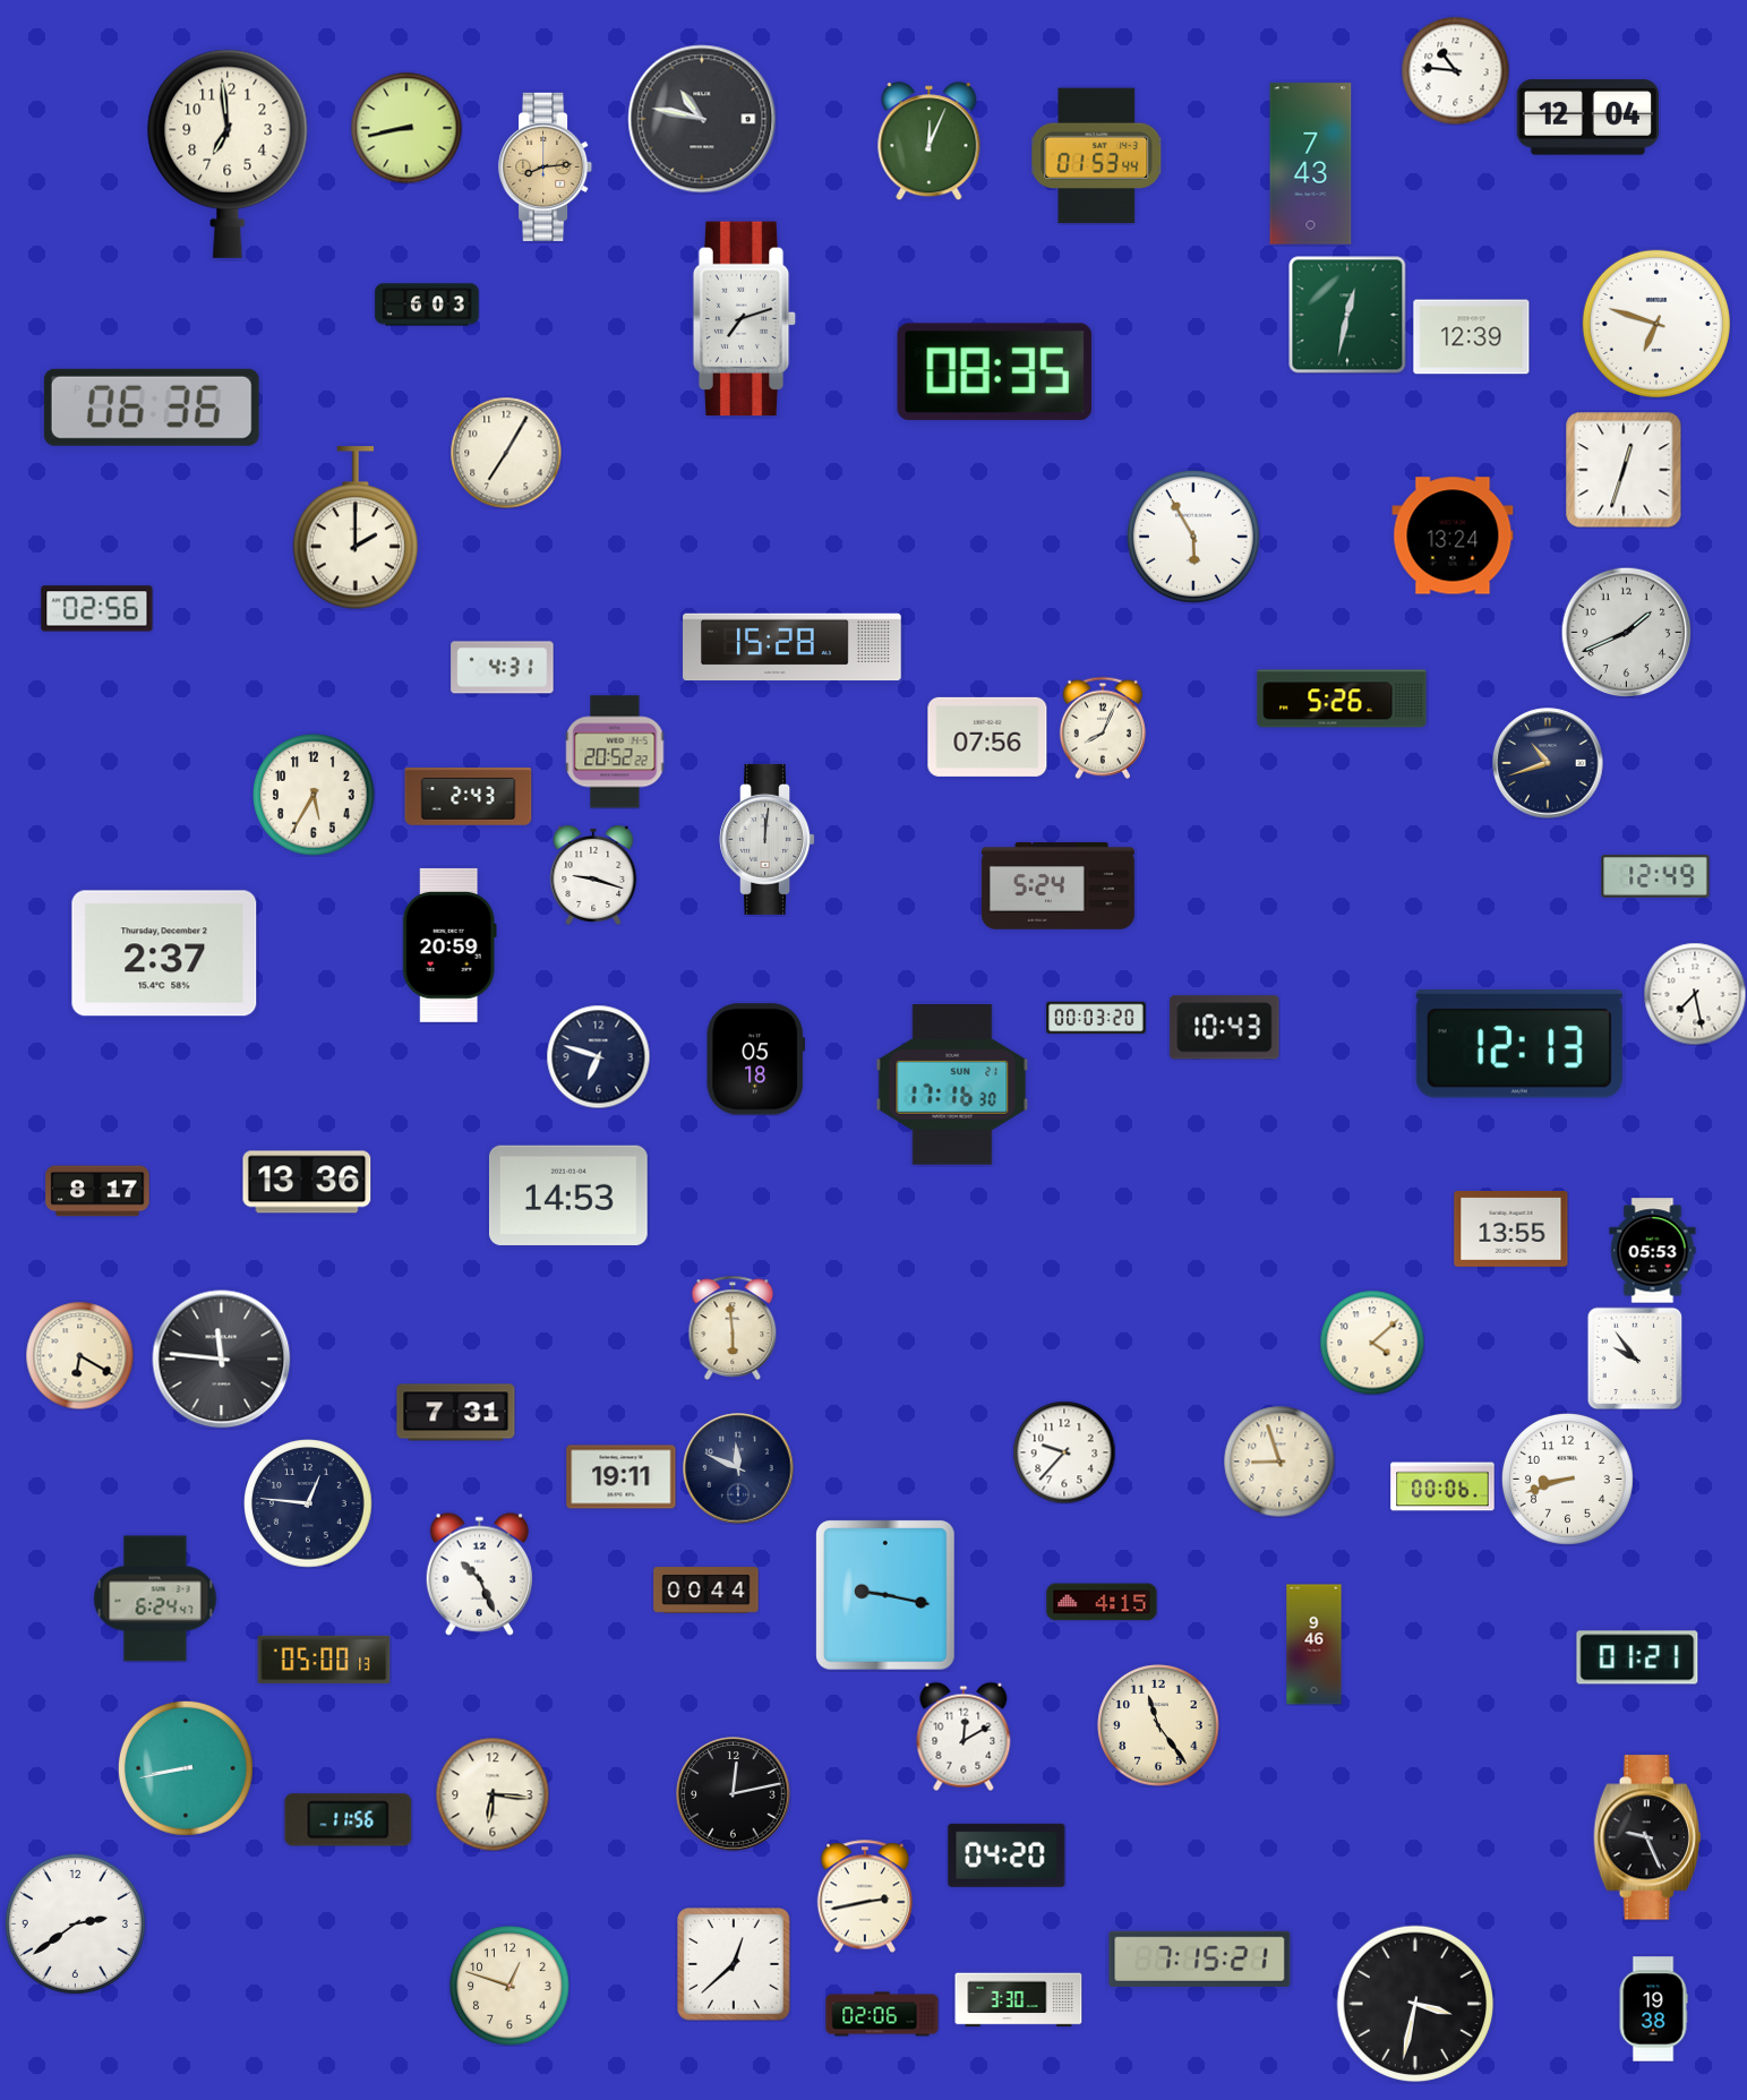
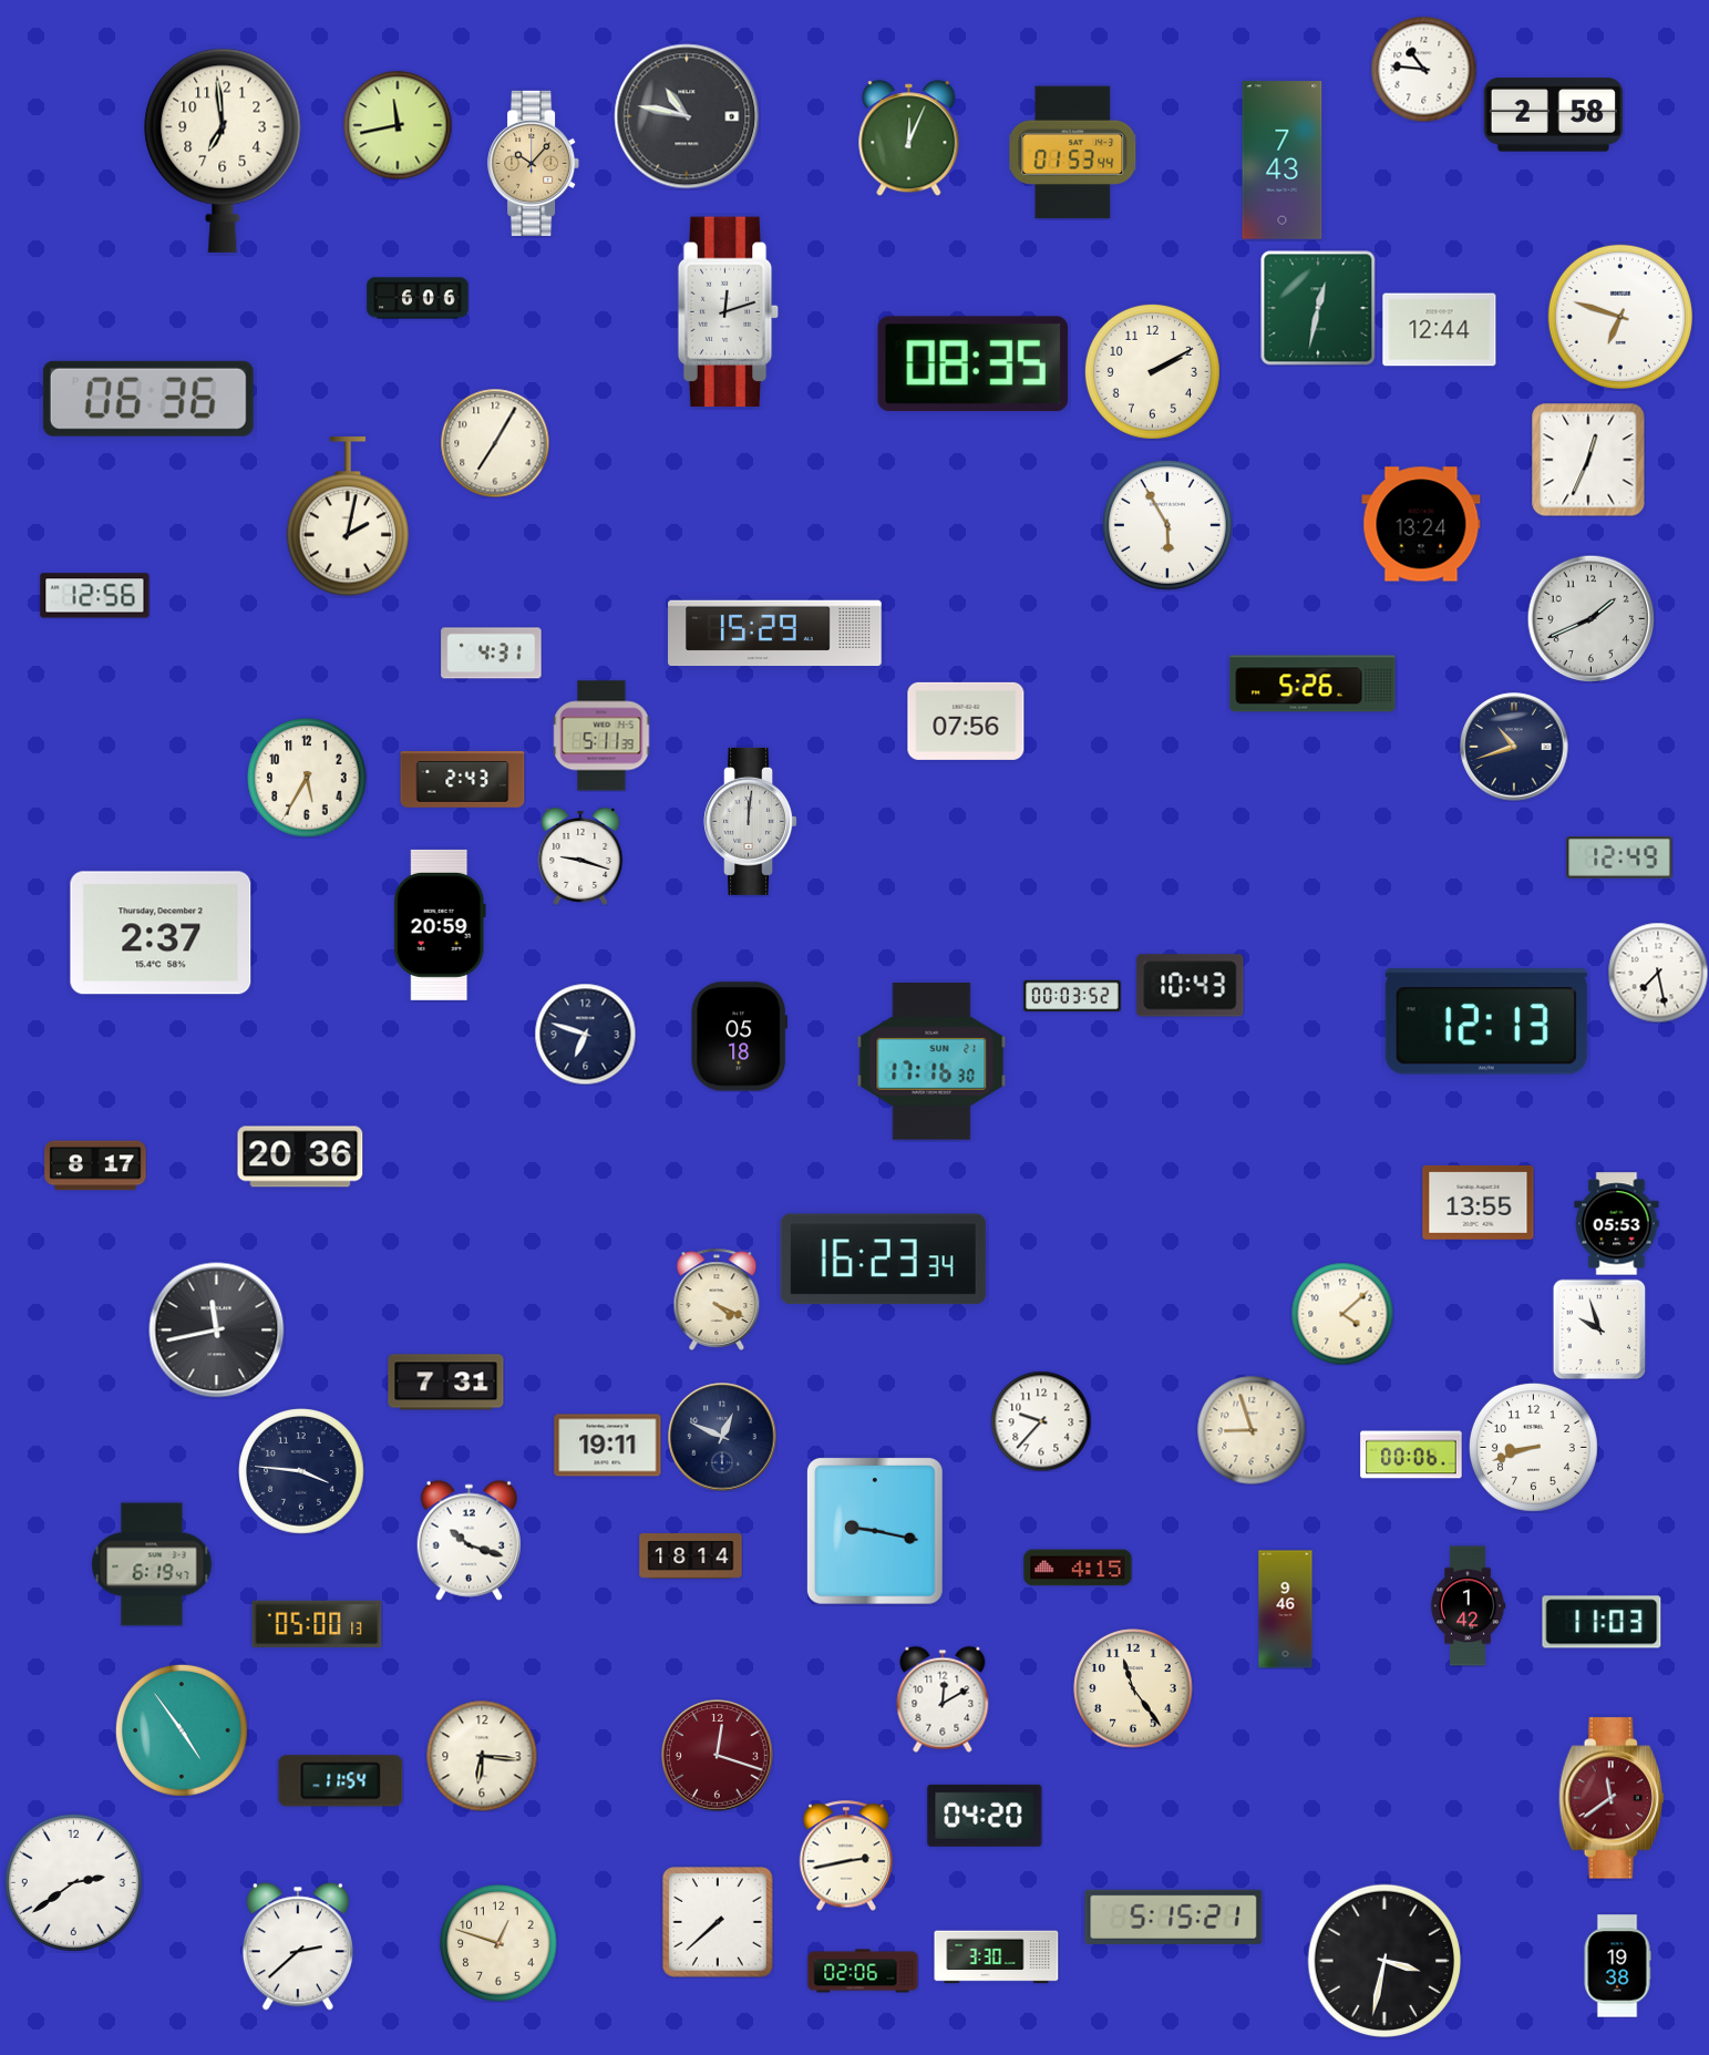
clock at (1587, 118): 12:04 -> 2:58
clock at (406, 128): 8:43 -> 11:43
clock at (546, 166): 8:14 -> 10:07
clock at (427, 305): 6:03 -> 6:06
clock at (745, 319): 7:12 -> 12:12
clock at (1472, 337): 12:39 -> 12:44
clock at (1152, 371): none -> 2:10
clock at (1624, 470): 12:33 -> 12:34
clock at (356, 529): 2:00 -> 2:02
clock at (97, 609): 02:56 -> 12:56
clock at (793, 648): 15:28 -> 15:29
clock at (1103, 728): 8:04 -> none
clock at (615, 752): 20:52 -> 5:11
clock at (469, 797) position: (469, 797) -> (463, 780)
clock at (1057, 885): 5:24 -> none
clock at (1096, 1018): 00:03:20 -> 00:03:52
clock at (1225, 1028) position: (1225, 1028) -> (1191, 986)
clock at (307, 1182): 13:36 -> 20:36
clock at (570, 1195): 14:53 -> none
clock at (883, 1260): none -> 16:23
clock at (733, 1328): 5:59 -> 4:19
clock at (79, 1355): 6:20 -> none
clock at (1635, 1358): 9:54 -> 9:57
clock at (222, 1360): 11:46 -> 11:43
clock at (738, 1468): 11:49 -> 12:49
clock at (309, 1505): 12:46 -> 3:46
clock at (479, 1574): 10:26 -> 10:18
clock at (706, 1591): 00:44 -> 18:14
clock at (885, 1596) position: (885, 1596) -> (875, 1532)
clock at (155, 1598): 6:24 -> 6:19
clock at (1468, 1606): none -> 1:42
clock at (1637, 1657): 01:21 -> 11:03
clock at (186, 1768): 8:43 -> 4:54
clock at (734, 1794): 12:13 -> 12:18
clock at (734, 1794) dial: black -> burgundy
clock at (349, 1820): 11:56 -> 11:54
clock at (1647, 1837): 9:26 -> 11:39
clock at (1647, 1837) dial: black -> burgundy
clock at (1200, 1958): 7:15 -> 5:15
clock at (735, 1965): 12:38 -> 7:38
clock at (298, 1946): none -> 2:38
